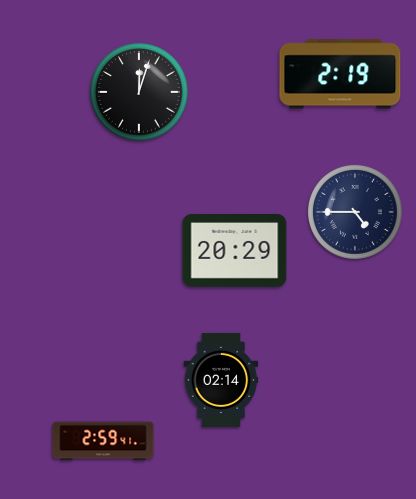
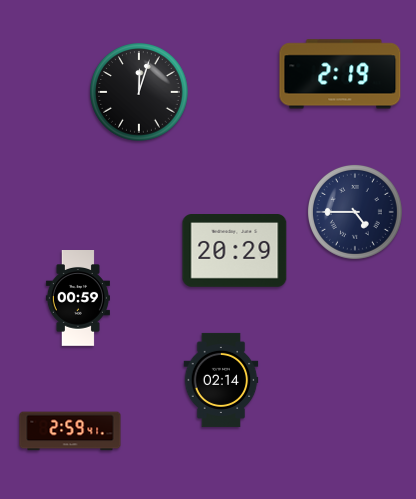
clock at (78, 299): none -> 00:59
clock at (103, 441) position: (103, 441) -> (70, 431)
